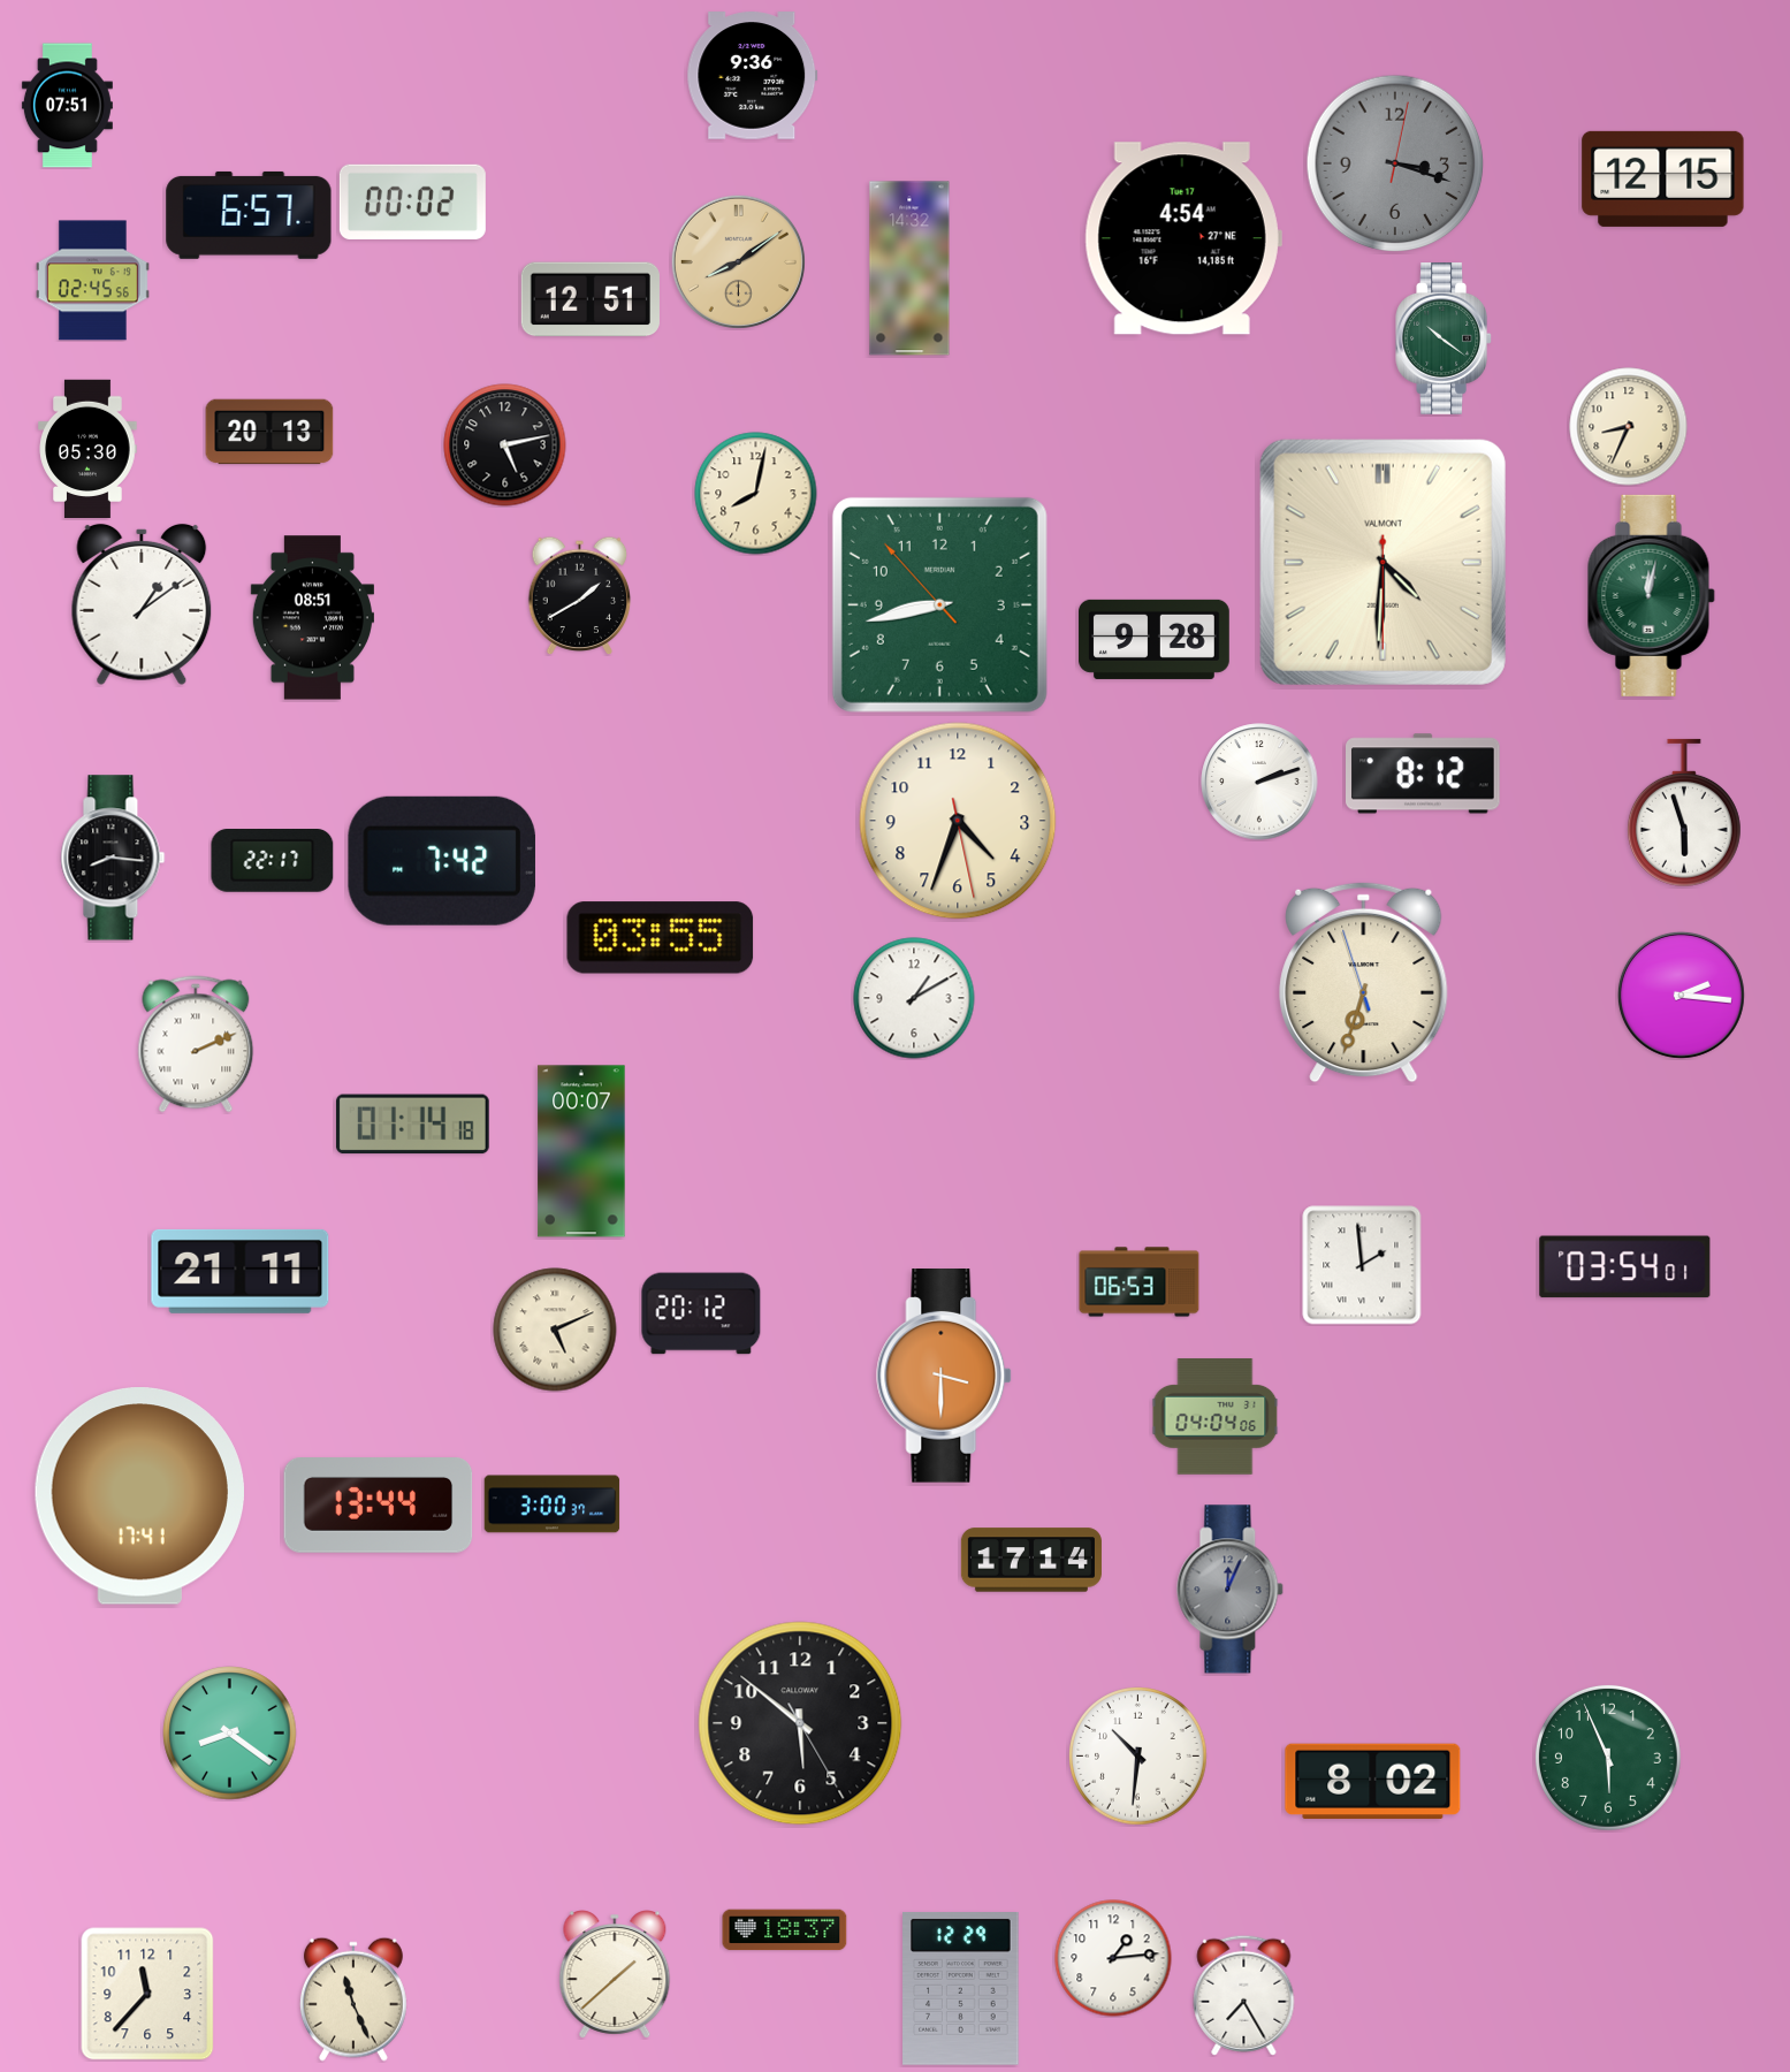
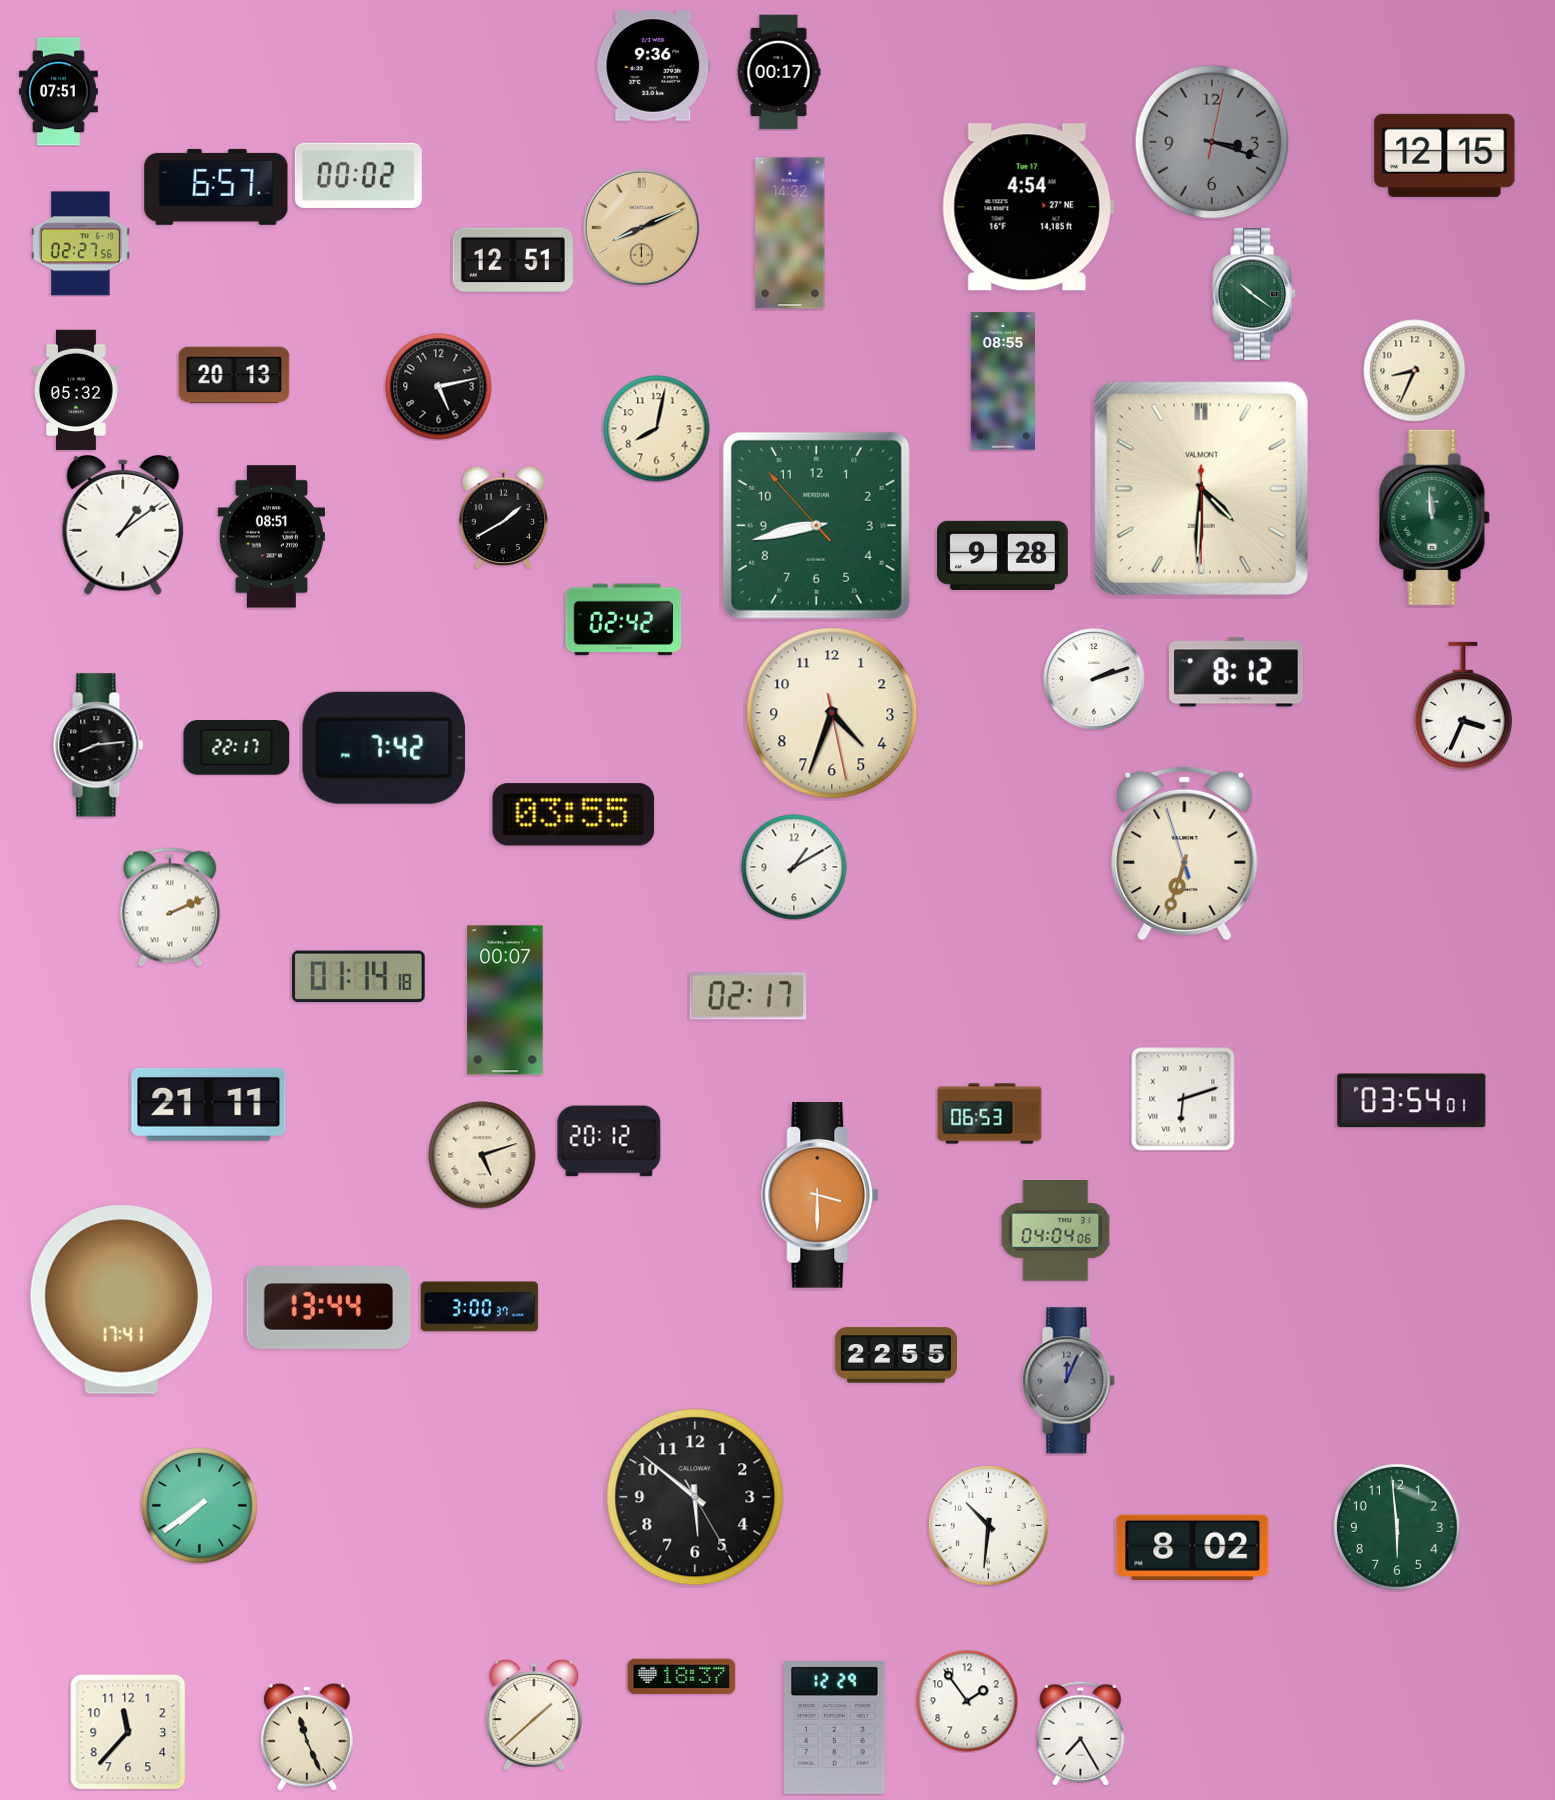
clock at (779, 72): none -> 00:17
clock at (738, 261): 8:09 -> 8:11
clock at (92, 281): 02:45 -> 02:27
clock at (1003, 381): none -> 08:55
clock at (87, 448): 05:30 -> 05:32
clock at (1651, 595): 12:02 -> 11:59
clock at (624, 620): none -> 02:42
clock at (1684, 813): 5:57 -> 3:34
clock at (113, 858): 8:16 -> 8:14
clock at (1681, 995): 2:16 -> none
clock at (748, 996): none -> 02:17
clock at (1362, 1265): 1:59 -> 6:12
clock at (555, 1330): 5:11 -> 5:12
clock at (1031, 1560): 17:14 -> 22:55
clock at (230, 1734): 8:21 -> 7:39
clock at (1608, 1758): 5:56 -> 5:59
clock at (1113, 1958): 1:14 -> 1:54
